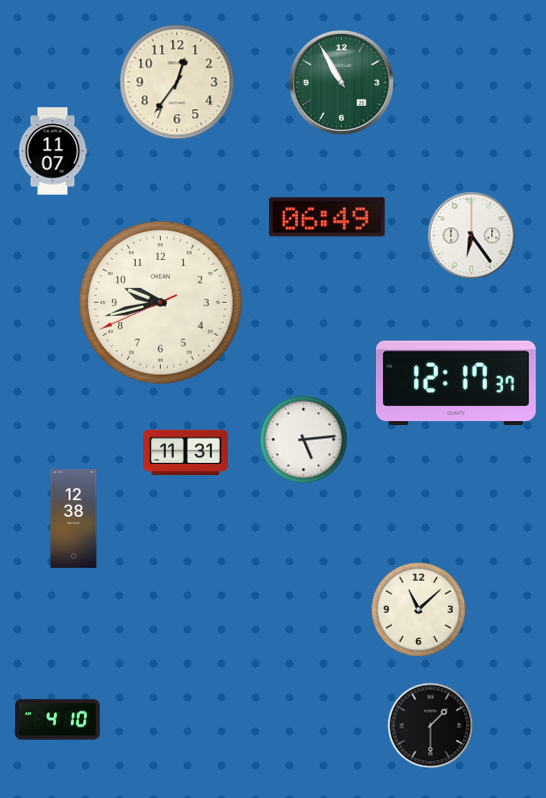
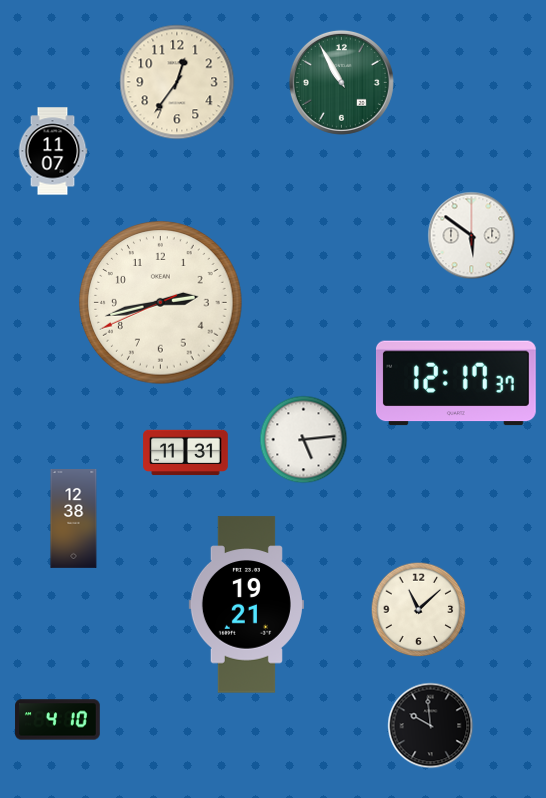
clock at (327, 217): 06:49 -> none
clock at (472, 236): 6:24 -> 5:51
clock at (161, 303): 9:42 -> 2:42
clock at (246, 605): none -> 19:21
clock at (431, 726): 1:30 -> 9:59
